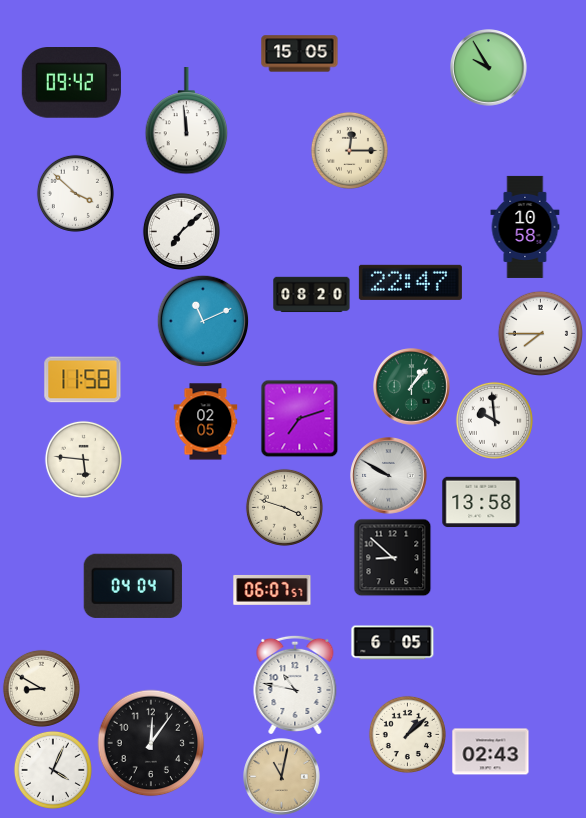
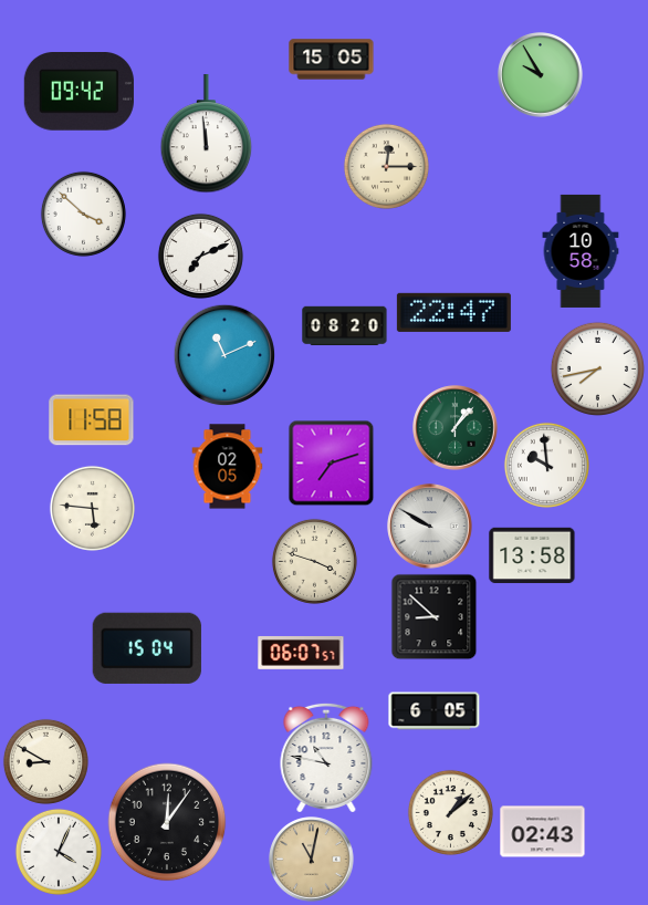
clock at (181, 231): 7:08 -> 7:11
clock at (540, 333): 7:45 -> 7:43
clock at (133, 586): 04:04 -> 15:04
